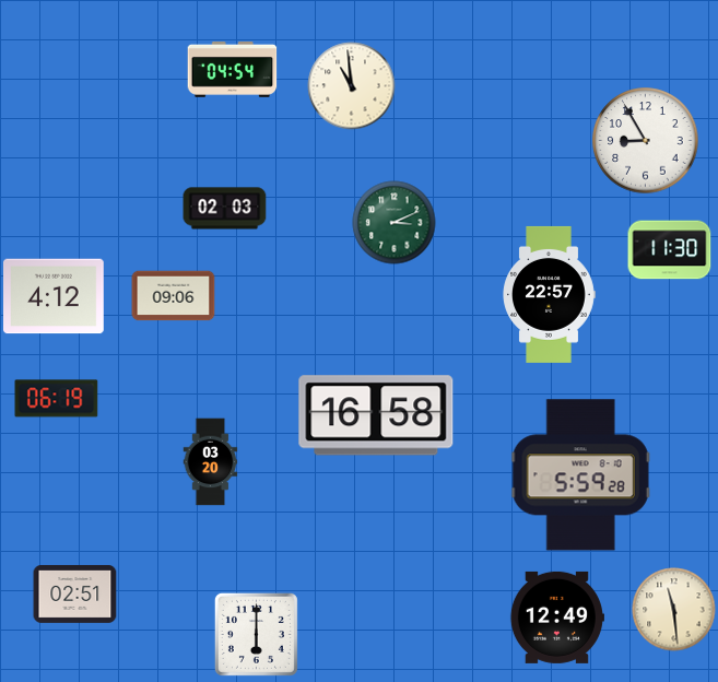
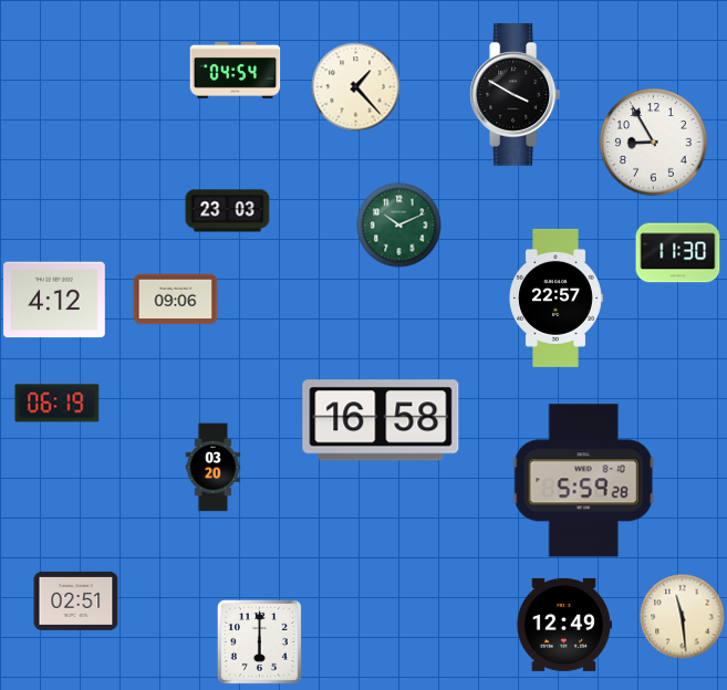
clock at (352, 86): 10:59 -> 1:23
clock at (515, 95): none -> 3:50
clock at (225, 209): 02:03 -> 23:03
clock at (395, 223): 3:11 -> 10:11
clock at (580, 475) position: (580, 475) -> (583, 481)
